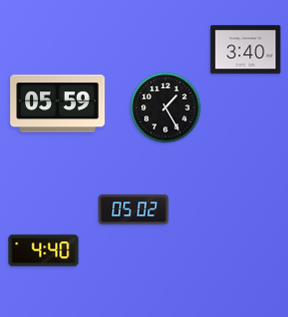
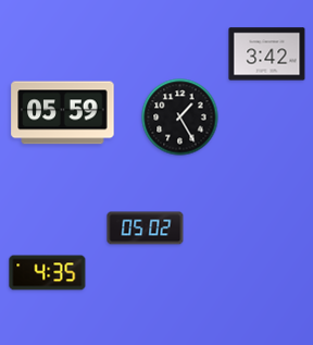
clock at (246, 50): 3:40 -> 3:42
clock at (44, 251): 4:40 -> 4:35
